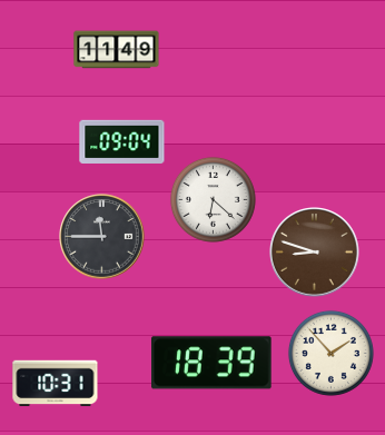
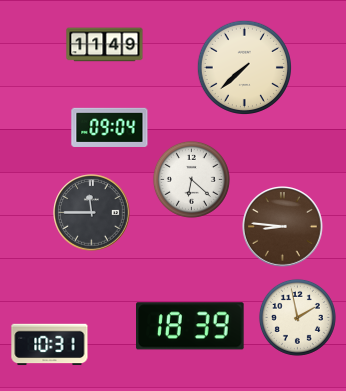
clock at (244, 67): none -> 7:38
clock at (315, 253): 8:48 -> 8:46
clock at (330, 353): 1:53 -> 1:58
